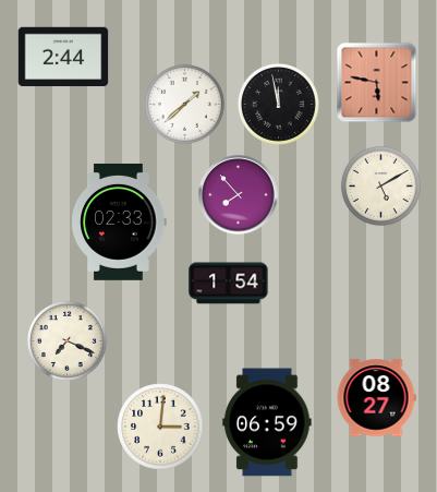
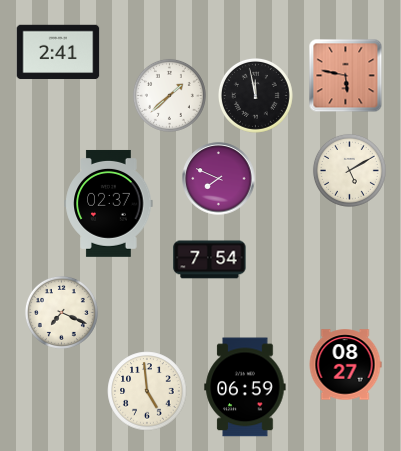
clock at (63, 57): 2:44 -> 2:41
clock at (239, 195): 7:53 -> 7:49
clock at (119, 221): 02:33 -> 02:37
clock at (229, 284): 1:54 -> 7:54
clock at (160, 427): 3:01 -> 4:59
